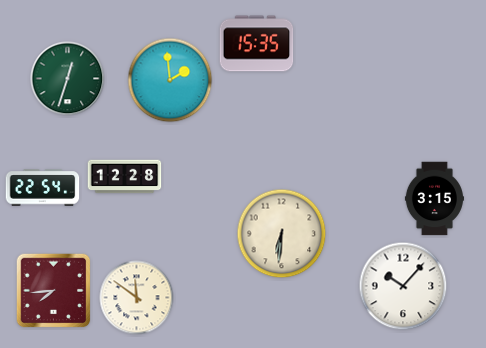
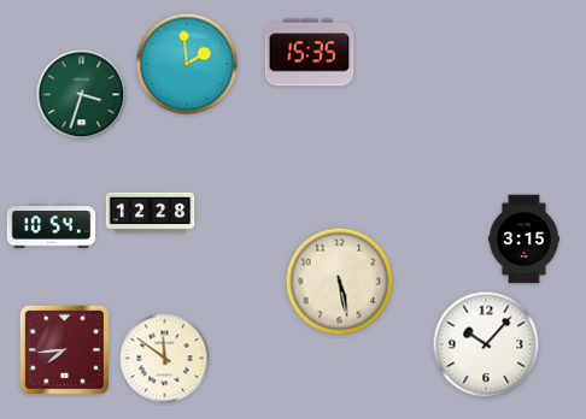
clock at (68, 79): 12:33 -> 3:33
clock at (170, 80) position: (170, 80) -> (187, 64)
clock at (43, 188): 22:54 -> 10:54
clock at (282, 234): 6:31 -> 5:28
